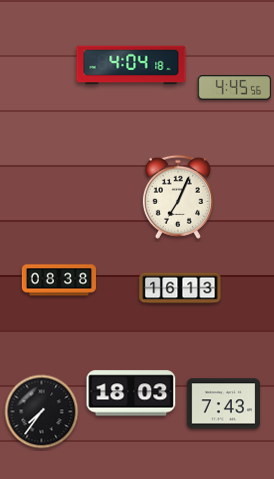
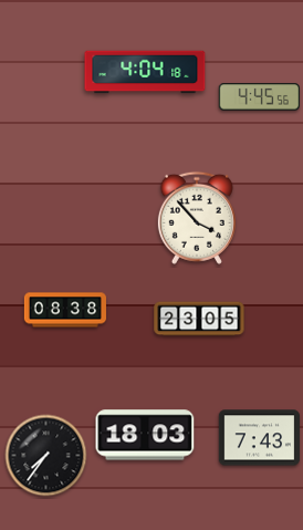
clock at (178, 197): 7:04 -> 3:53
clock at (180, 288): 16:13 -> 23:05
clock at (223, 404) position: (223, 404) -> (259, 438)
